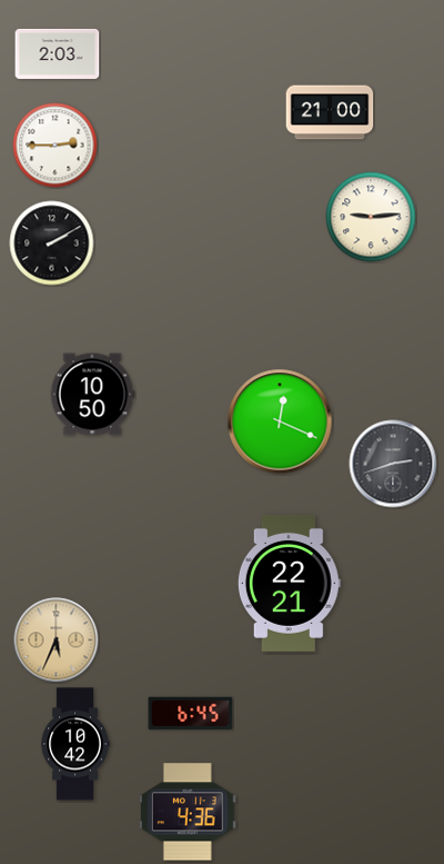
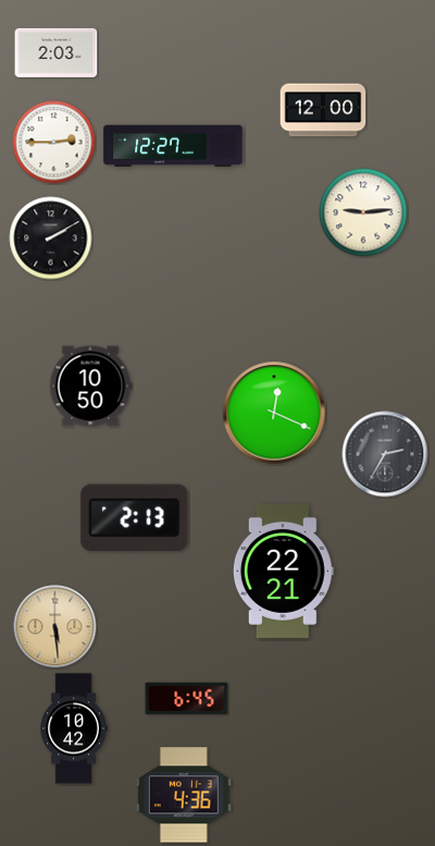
clock at (330, 112): 21:00 -> 12:00
clock at (173, 146): none -> 12:27
clock at (393, 464): 2:42 -> 2:35
clock at (135, 517): none -> 2:13
clock at (57, 640): 5:34 -> 5:29
